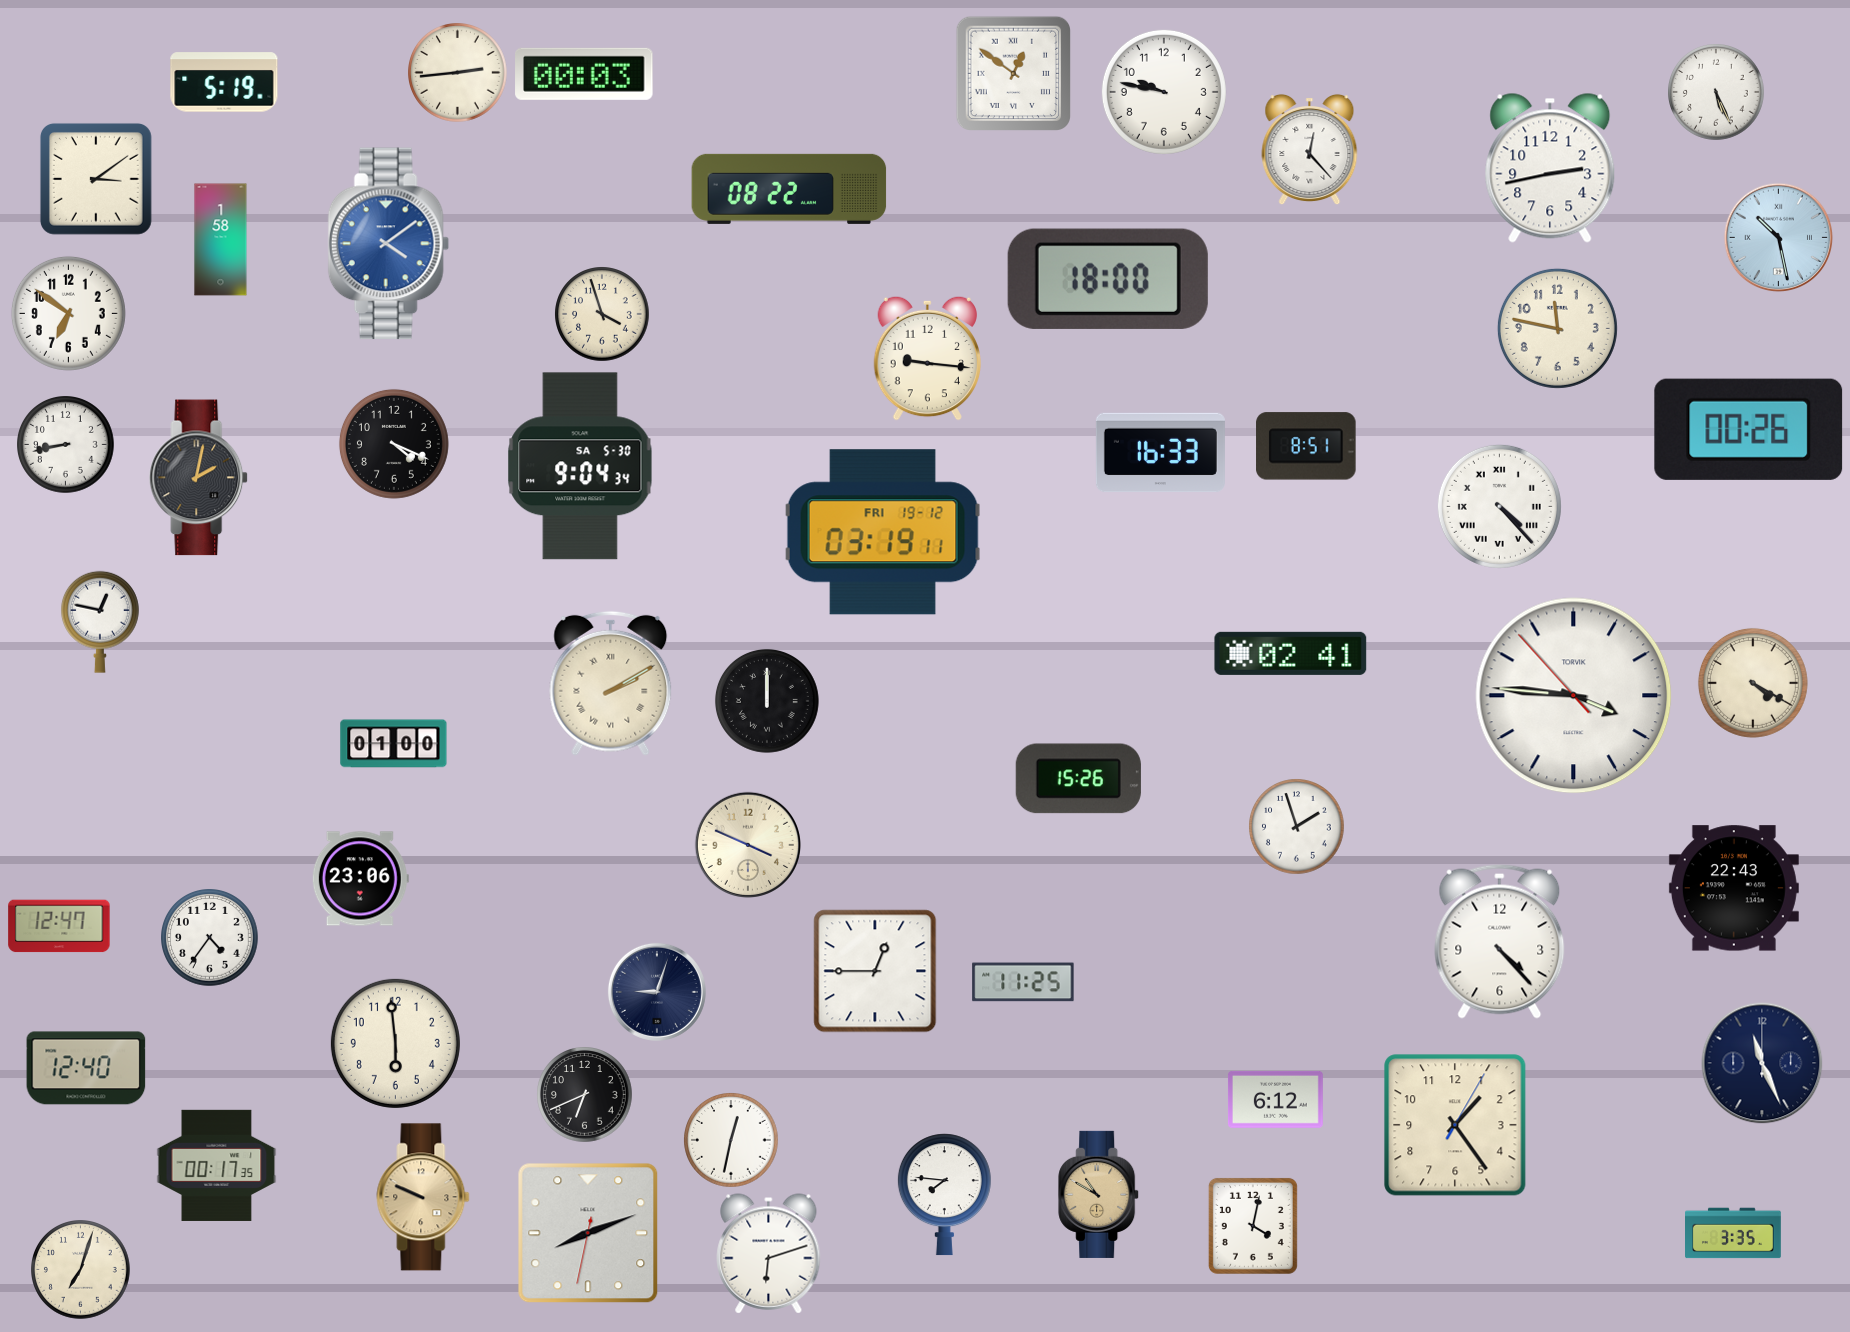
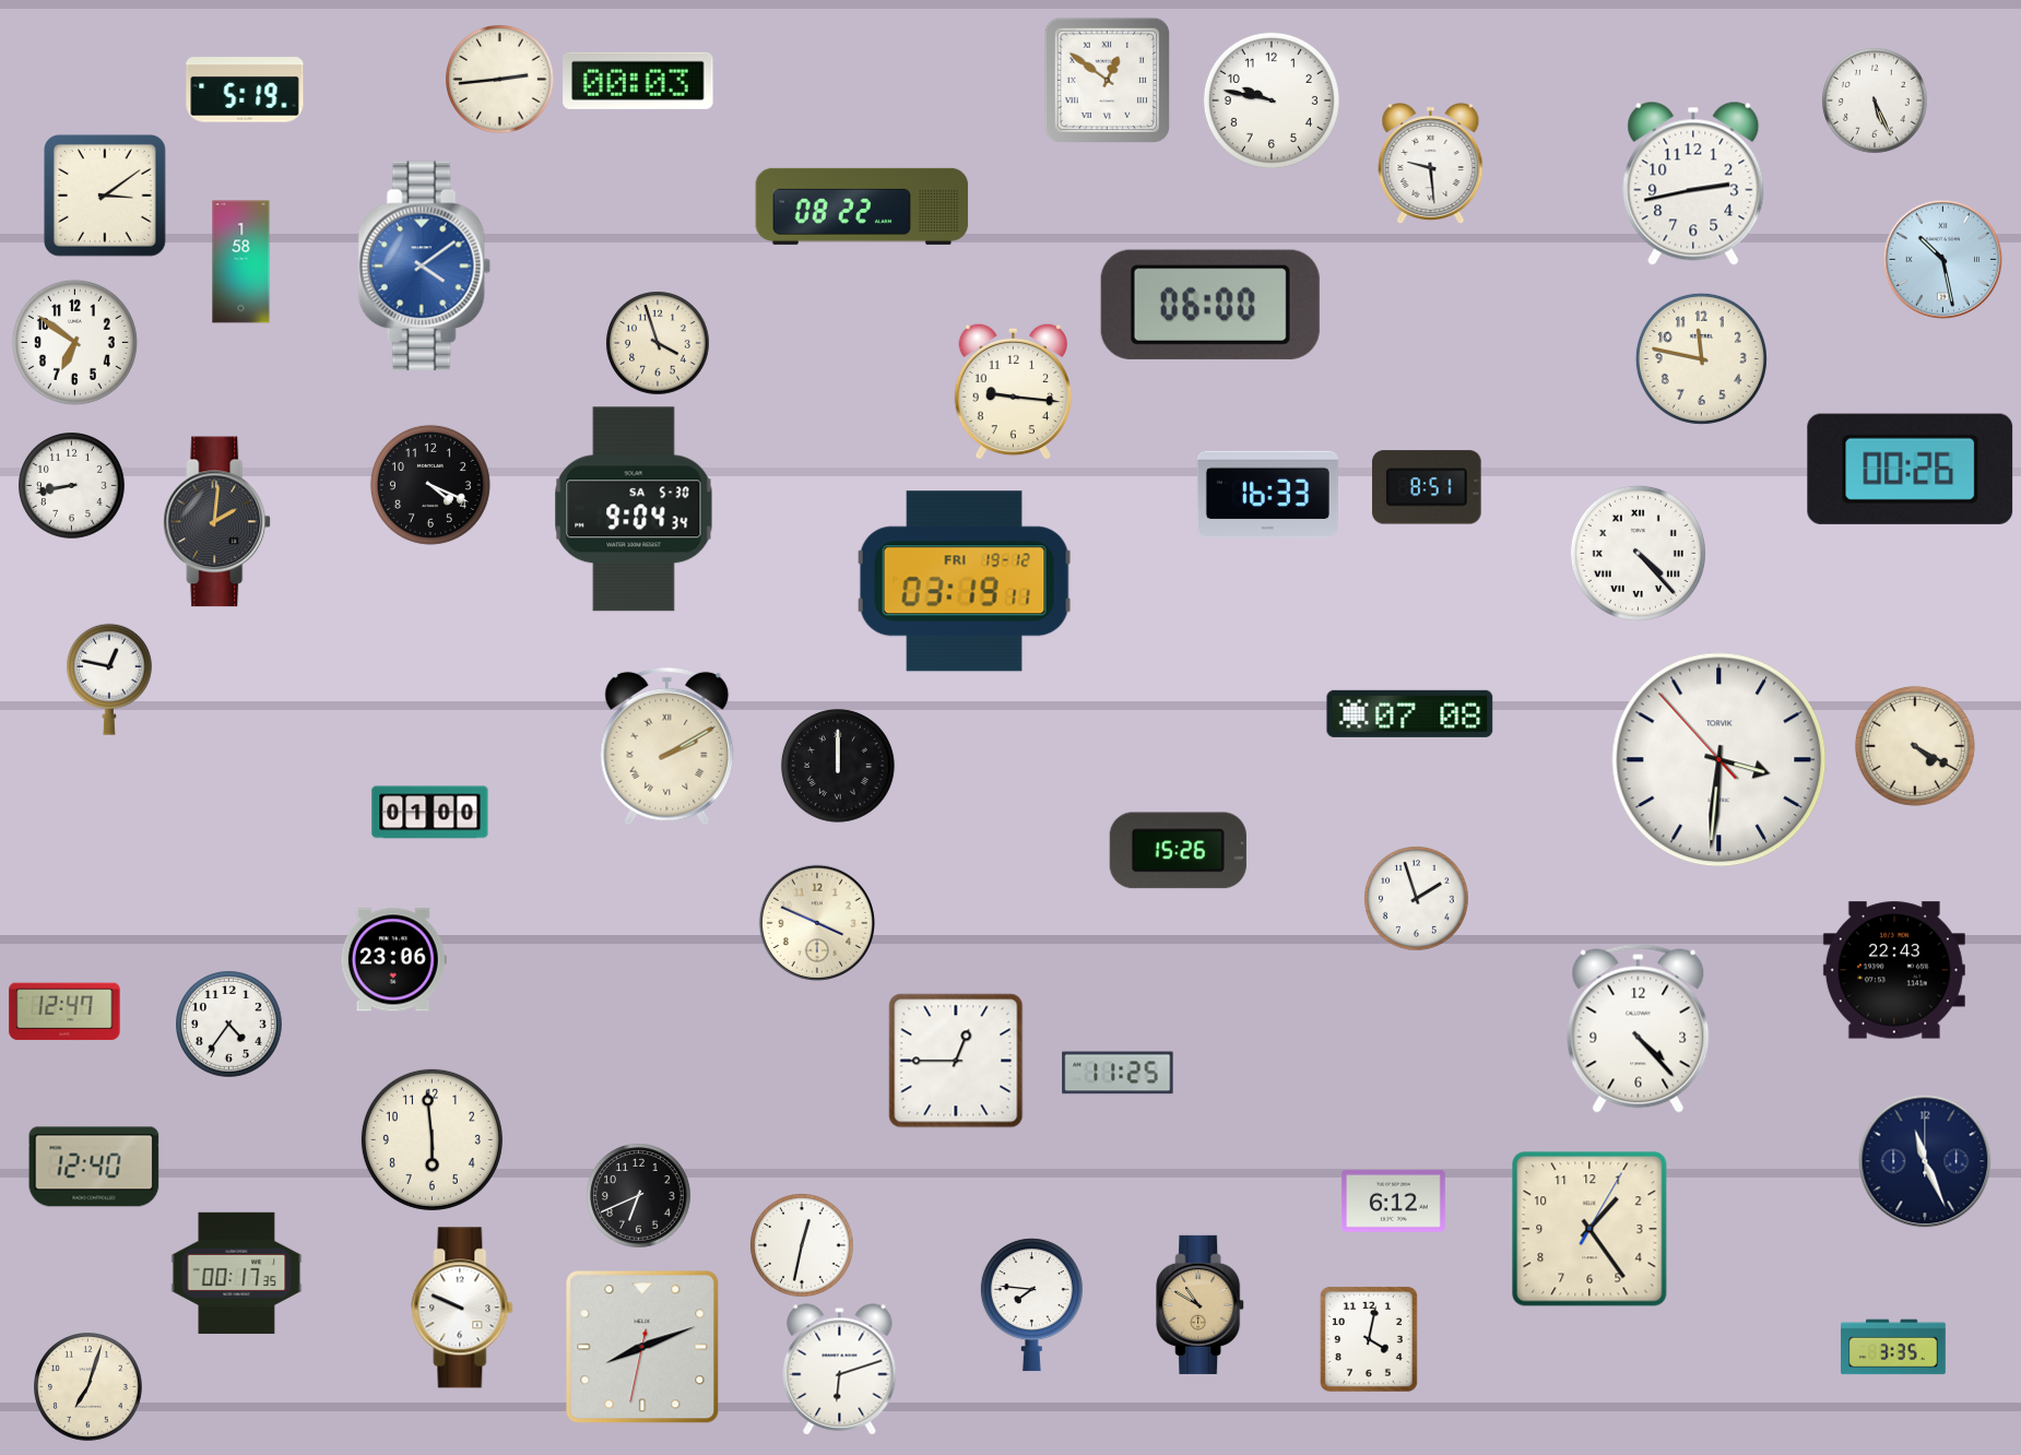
clock at (1310, 150): 12:23 -> 9:29
clock at (1108, 279): 18:00 -> 06:00
clock at (199, 478): 2:02 -> 2:01
clock at (1291, 653): 02:41 -> 07:08
clock at (1574, 696): 3:45 -> 3:30
clock at (1297, 827) position: (1297, 827) -> (1417, 899)
clock at (657, 992): 9:03 -> none
clock at (731, 1140) position: (731, 1140) -> (802, 1245)
clock at (423, 1197) dial: champagne -> white
